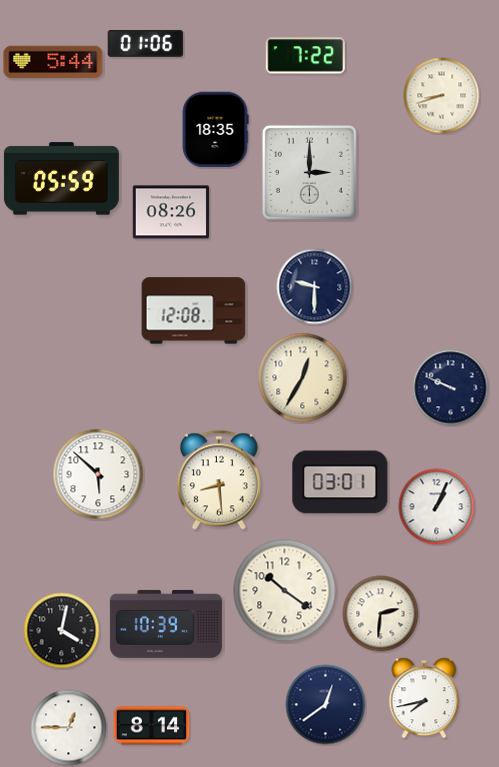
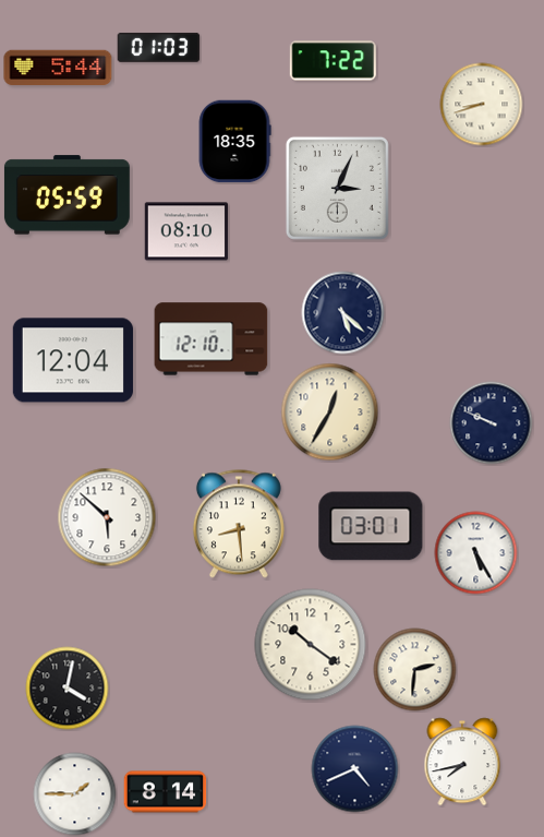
clock at (146, 43): 01:06 -> 01:03
clock at (309, 172): 3:00 -> 3:04
clock at (171, 212): 08:26 -> 08:10
clock at (315, 287): 9:30 -> 5:22
clock at (194, 311): 12:08 -> 12:10
clock at (73, 360): none -> 12:04
clock at (437, 507): 1:04 -> 5:25
clock at (166, 624): 10:39 -> none
clock at (326, 705): 12:39 -> 4:41
clock at (69, 728): 12:45 -> 1:45
